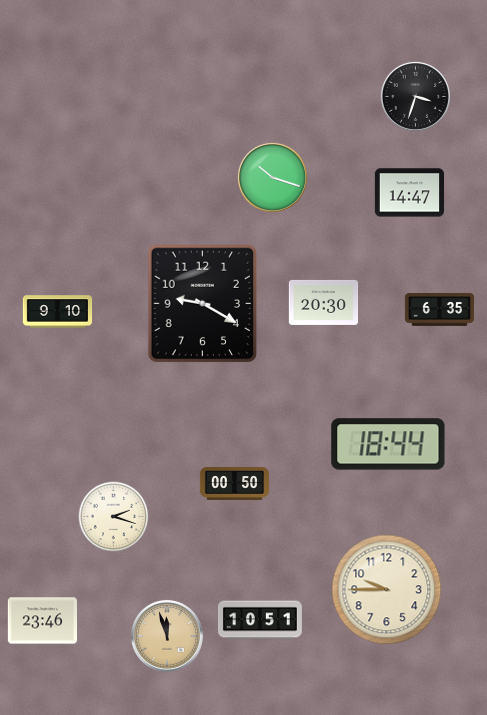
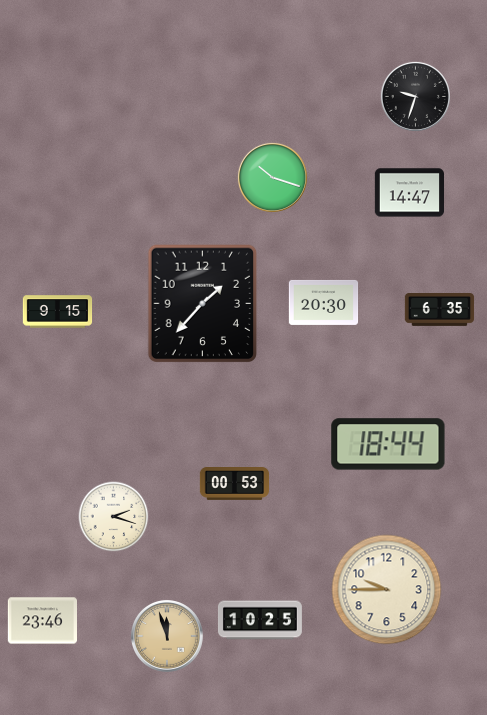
clock at (415, 96): 3:33 -> 9:33
clock at (203, 304): 9:20 -> 1:37
clock at (58, 312): 9:10 -> 9:15
clock at (235, 484): 00:50 -> 00:53
clock at (260, 620): 10:51 -> 10:25
